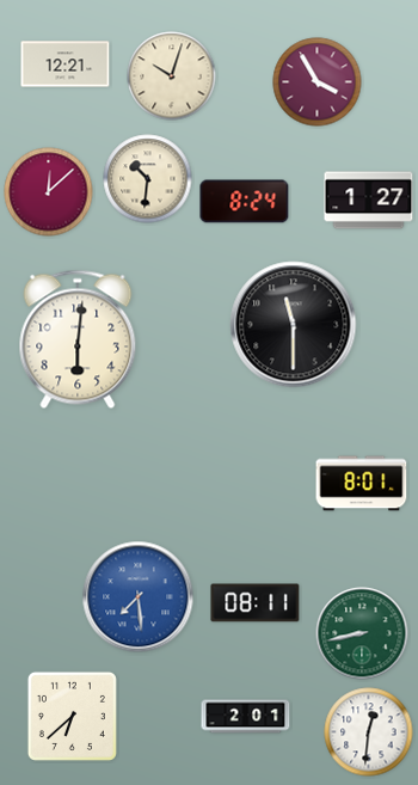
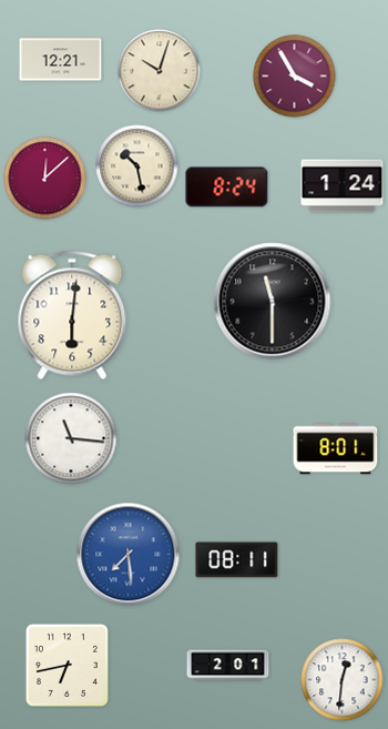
clock at (148, 179): 10:31 -> 10:28
clock at (369, 201): 1:27 -> 1:24
clock at (71, 438): none -> 11:16
clock at (362, 633): 8:43 -> none
clock at (72, 716): 6:38 -> 6:43
